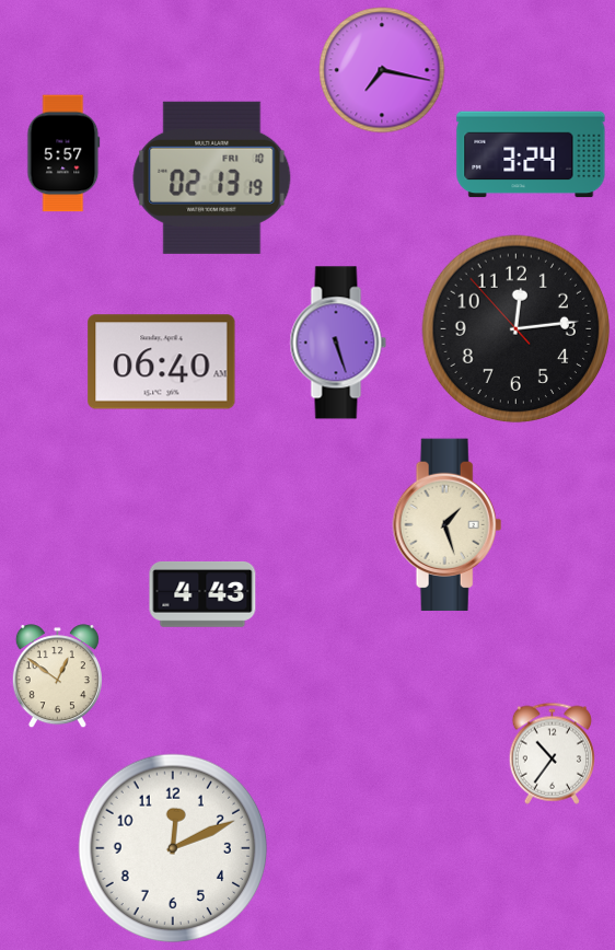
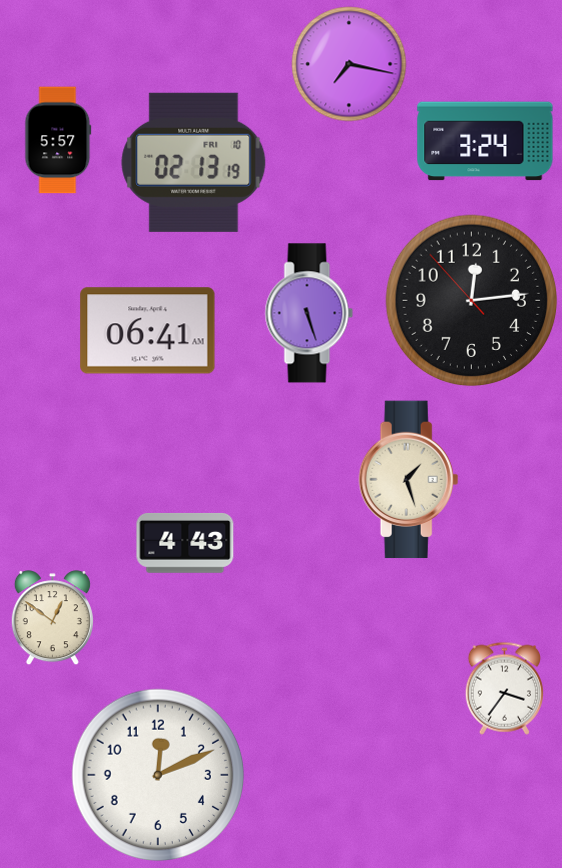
clock at (162, 362): 06:40 -> 06:41
clock at (552, 753): 10:36 -> 3:36
